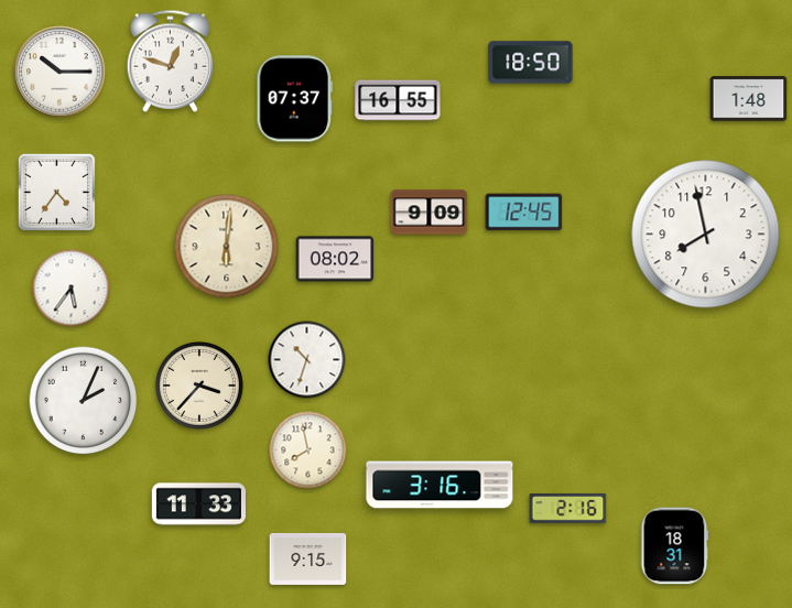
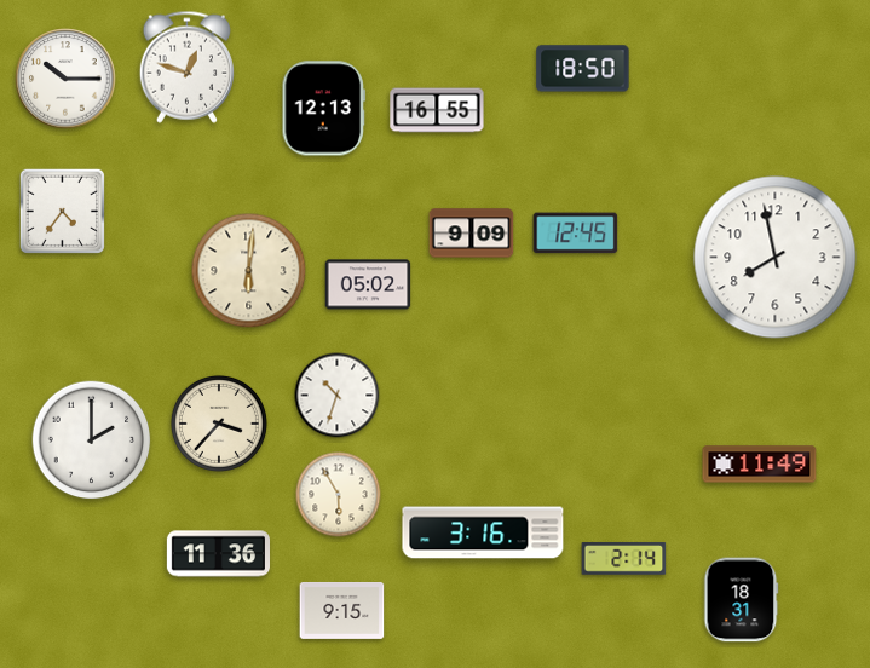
clock at (295, 99): 07:37 -> 12:13
clock at (749, 99): 1:48 -> none
clock at (335, 259): 08:02 -> 05:02
clock at (72, 289): 5:36 -> none
clock at (84, 401): 2:04 -> 2:00
clock at (760, 465): none -> 11:49
clock at (308, 450): 7:58 -> 5:55
clock at (198, 504): 11:33 -> 11:36
clock at (568, 509): 2:16 -> 2:14
clock at (308, 558) position: (308, 558) -> (342, 610)
